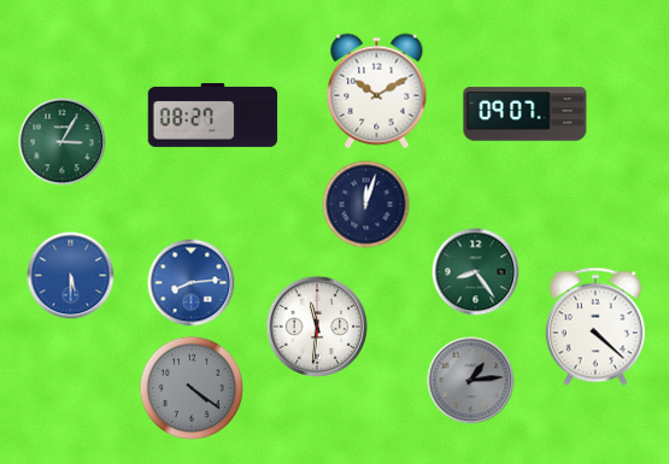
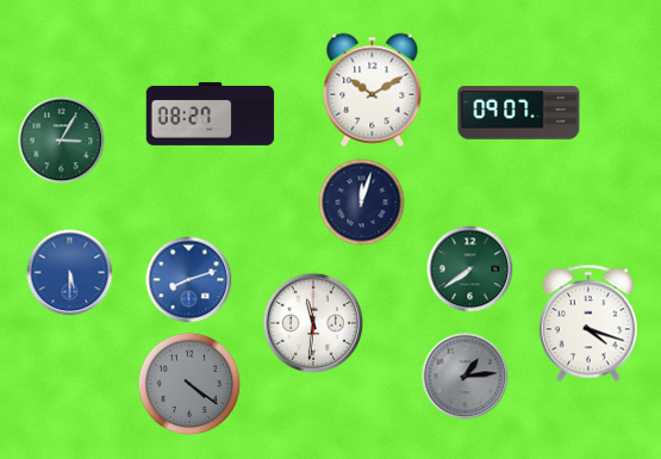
clock at (476, 272): 8:24 -> 7:39
clock at (192, 283): 8:14 -> 8:12
clock at (595, 327): 4:22 -> 4:18
